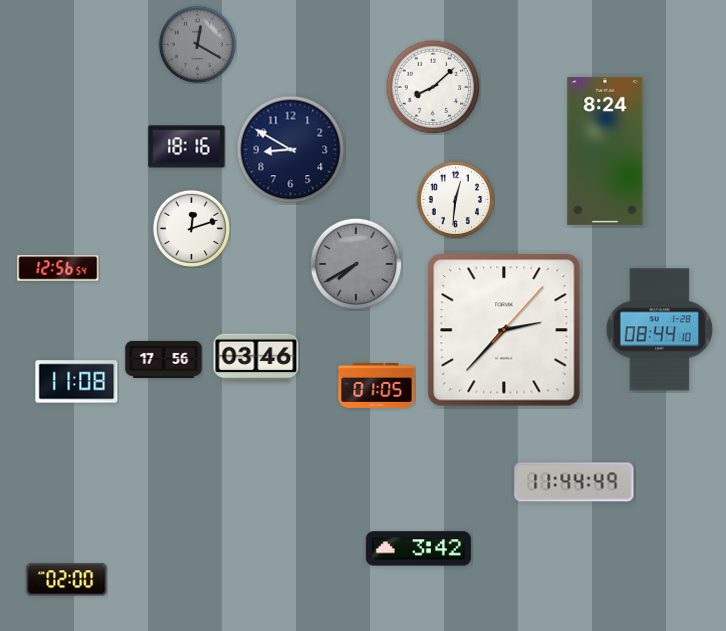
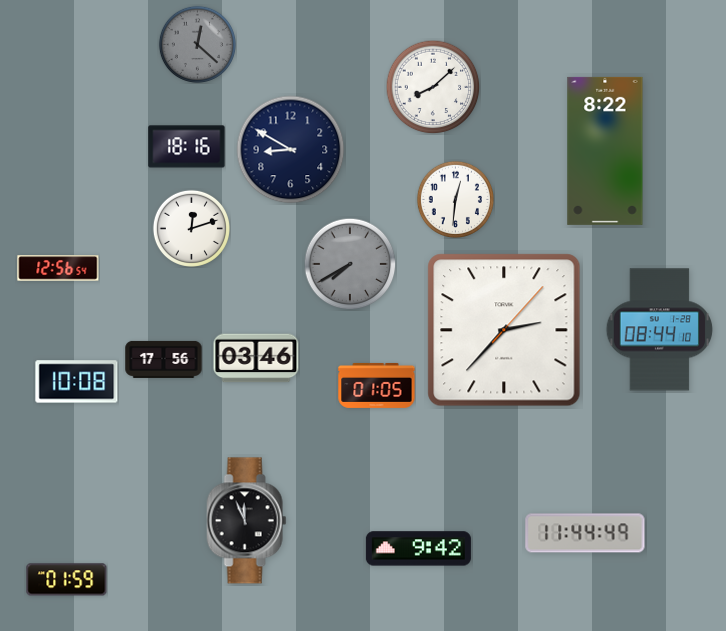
clock at (197, 44): 12:20 -> 12:22
clock at (605, 151): 8:24 -> 8:22
clock at (356, 264) position: (356, 264) -> (350, 264)
clock at (77, 382): 11:08 -> 10:08
clock at (574, 482) position: (574, 482) -> (585, 533)
clock at (247, 521): none -> 11:56
clock at (418, 549): 3:42 -> 9:42
clock at (67, 580): 02:00 -> 01:59
